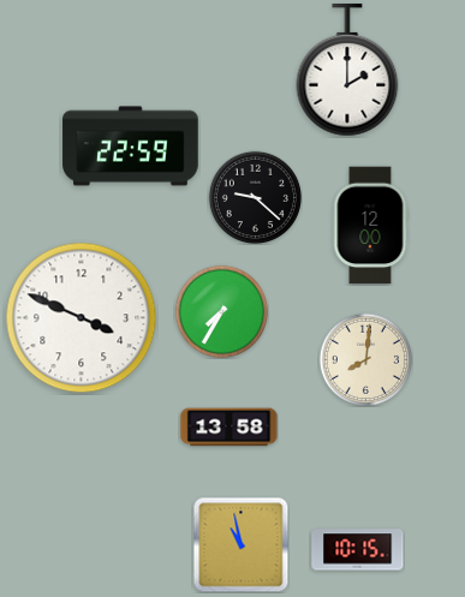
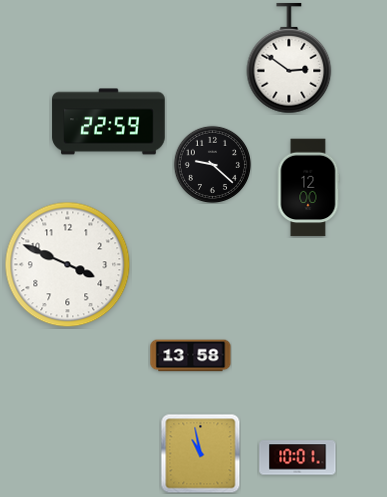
clock at (347, 70): 2:00 -> 2:51
clock at (221, 311): 7:35 -> none
clock at (365, 359): 8:01 -> none
clock at (358, 550): 10:15 -> 10:01
